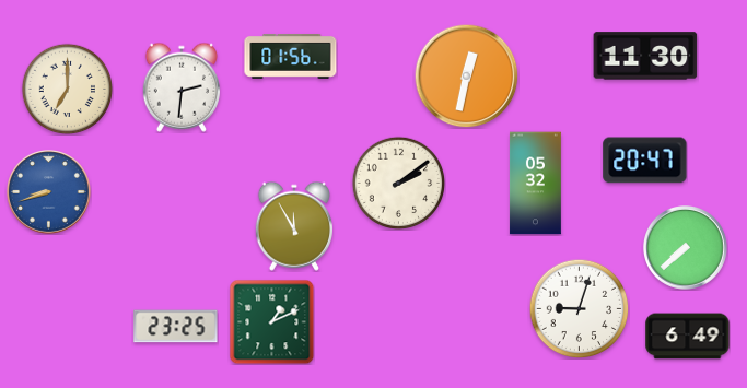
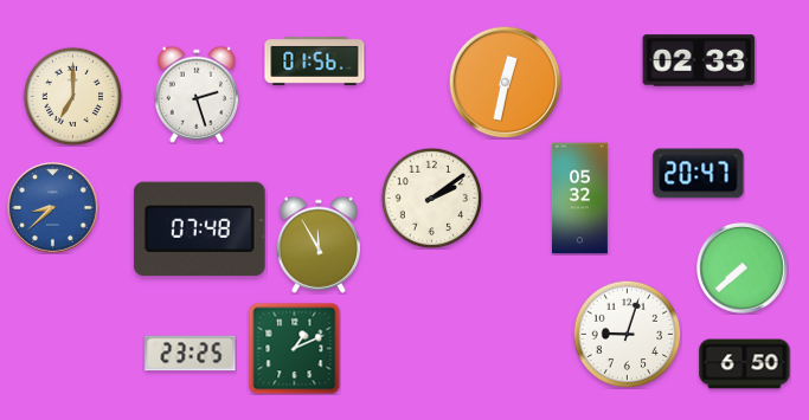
clock at (645, 56): 11:30 -> 02:33
clock at (182, 87): 2:31 -> 2:27
clock at (49, 192): 8:42 -> 8:38
clock at (199, 228): none -> 07:48
clock at (688, 337): 6:49 -> 6:50
